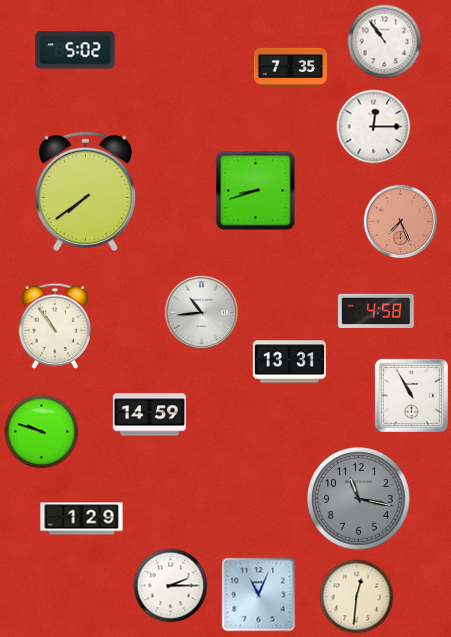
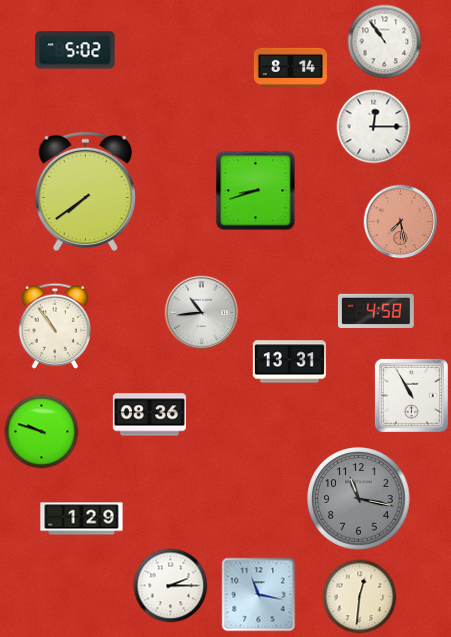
clock at (290, 67): 7:35 -> 8:14
clock at (401, 222): 7:26 -> 7:28
clock at (149, 415): 14:59 -> 08:36
clock at (259, 595): 11:04 -> 11:17
clock at (357, 597) position: (357, 597) -> (360, 597)
